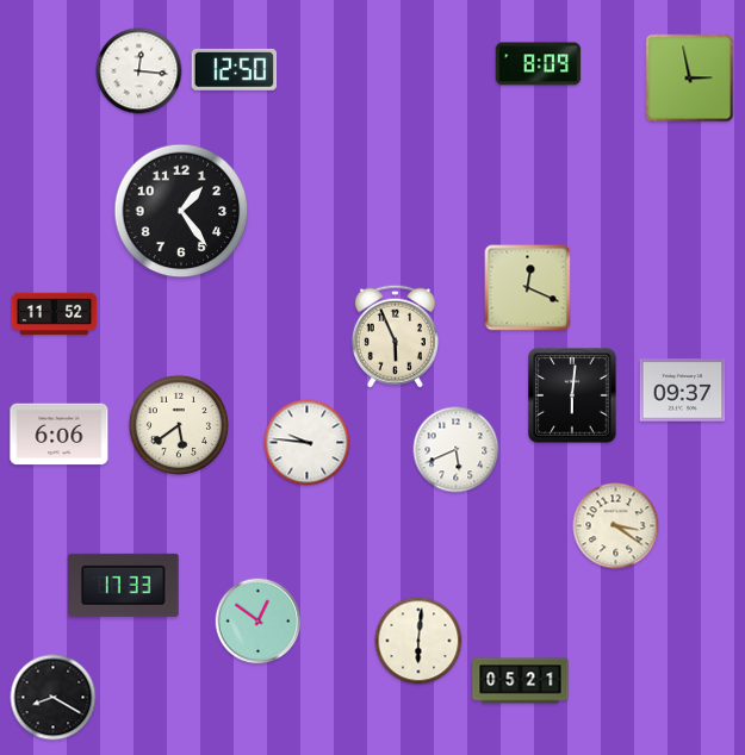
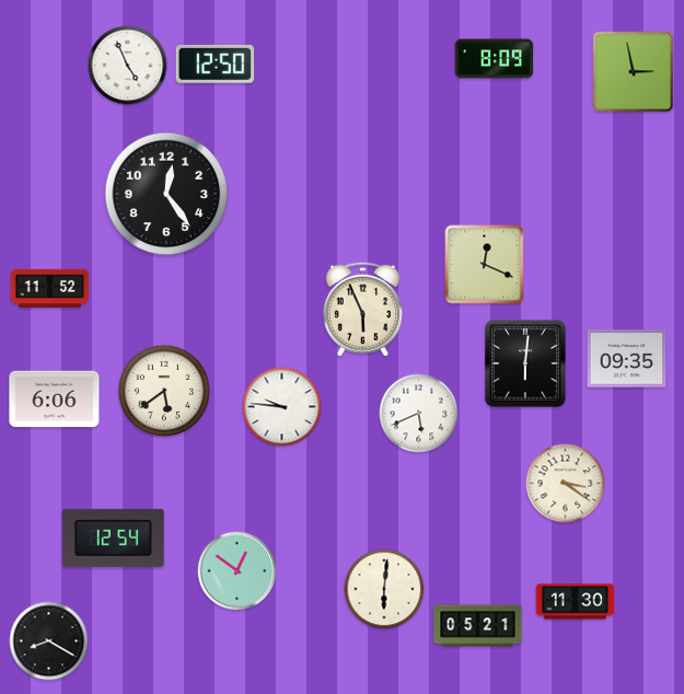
clock at (139, 71): 12:16 -> 4:56
clock at (181, 211): 1:24 -> 12:24
clock at (683, 391): 09:37 -> 09:35
clock at (123, 585): 17:33 -> 12:54
clock at (576, 602): none -> 11:30
